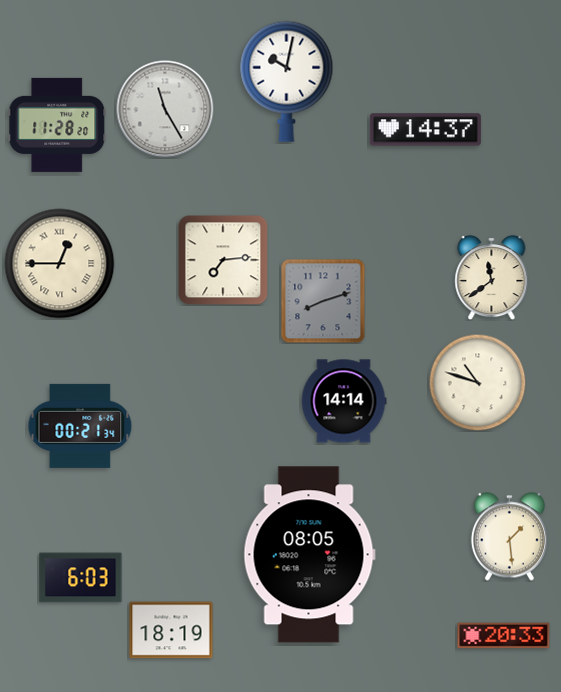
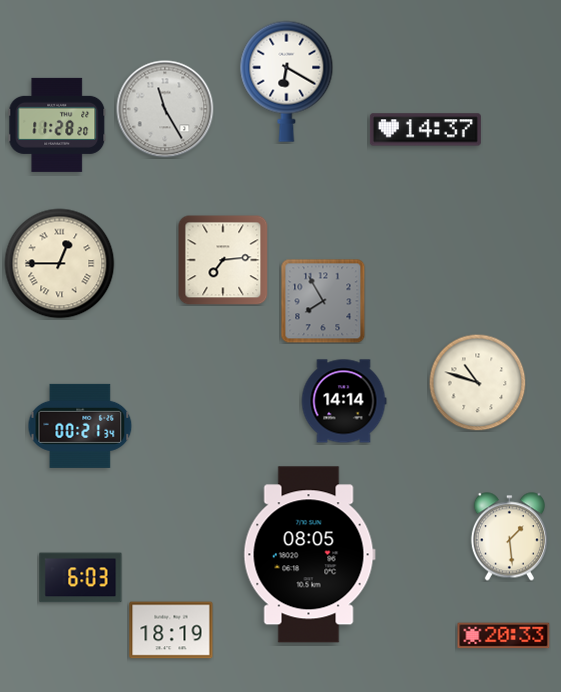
clock at (287, 81): 10:02 -> 6:20
clock at (492, 277): 11:39 -> none
clock at (323, 301): 8:12 -> 7:55
